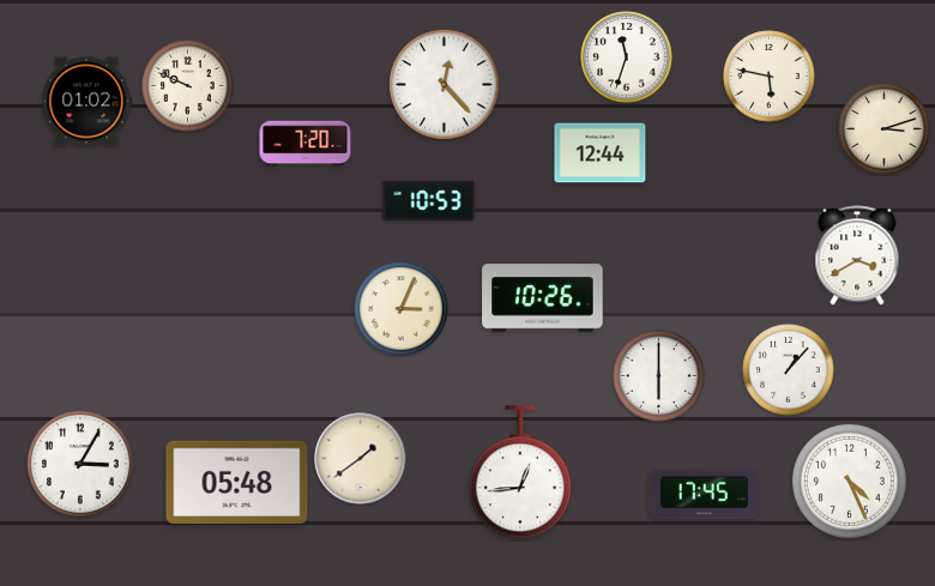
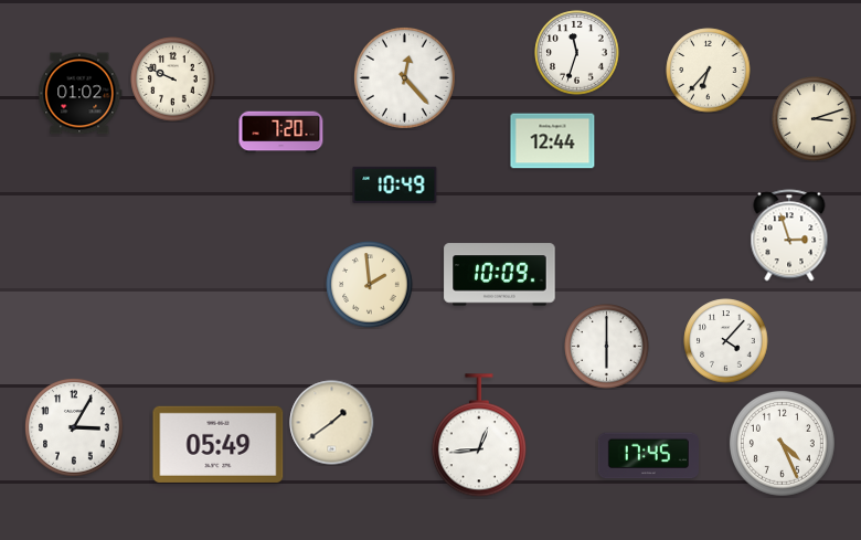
clock at (770, 77): 5:47 -> 6:37
clock at (445, 85) position: (445, 85) -> (405, 78)
clock at (429, 200): 10:53 -> 10:49
clock at (857, 255): 3:40 -> 2:57
clock at (543, 298): 10:26 -> 10:09
clock at (402, 309): 3:04 -> 1:59
clock at (789, 370): 1:07 -> 4:07
clock at (237, 482): 05:48 -> 05:49
